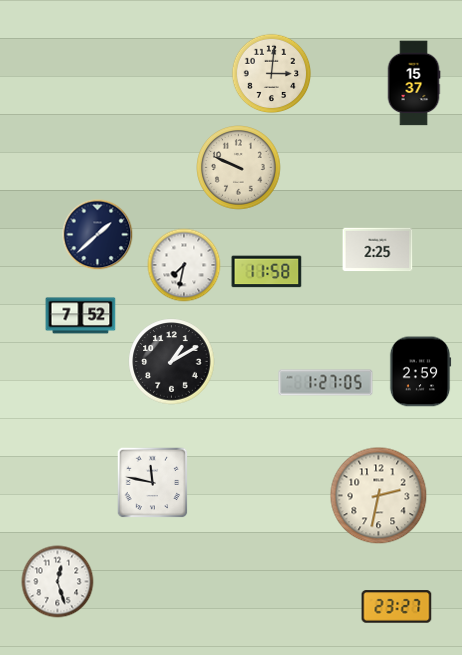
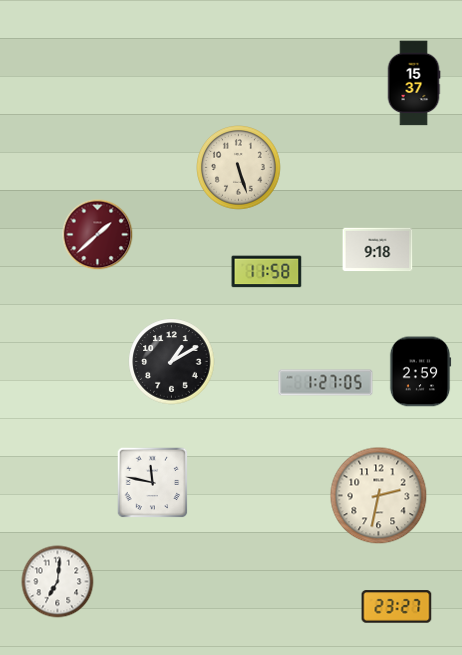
clock at (272, 74): 3:01 -> none
clock at (239, 168): 9:49 -> 5:27
clock at (98, 235) dial: navy -> burgundy
clock at (378, 250): 2:25 -> 9:18
clock at (184, 265): 7:32 -> none
clock at (81, 316): 7:52 -> none
clock at (58, 582): 12:27 -> 7:01
